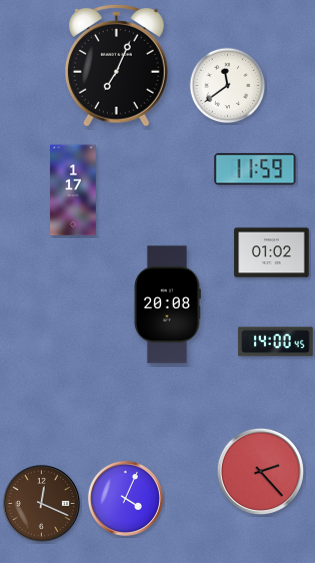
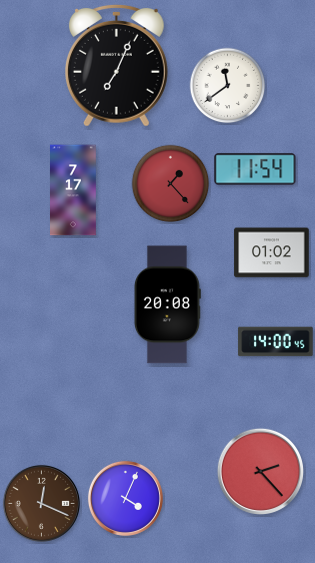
clock at (255, 169): 11:59 -> 11:54
clock at (171, 184): none -> 1:23
clock at (73, 190): 1:17 -> 7:17
